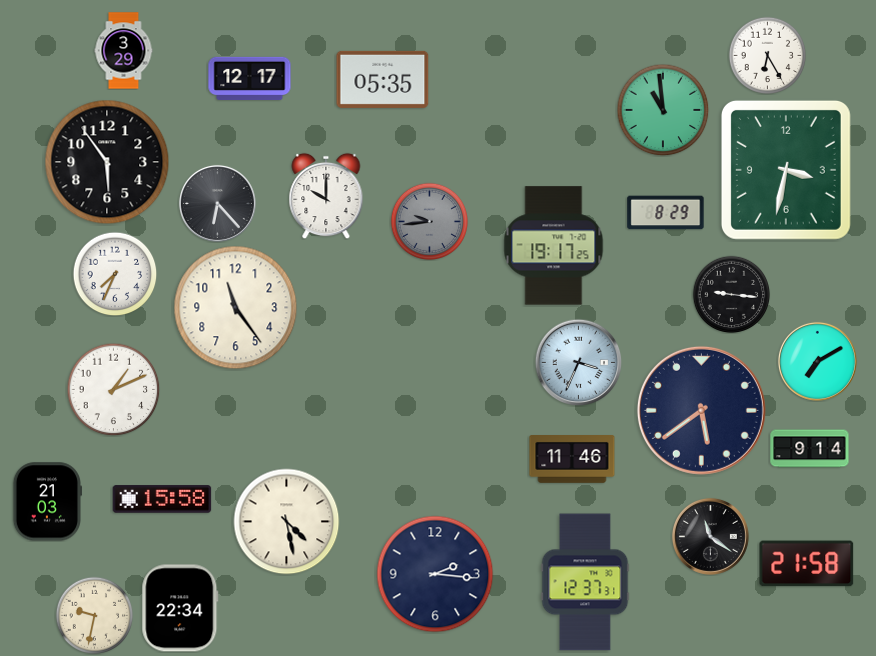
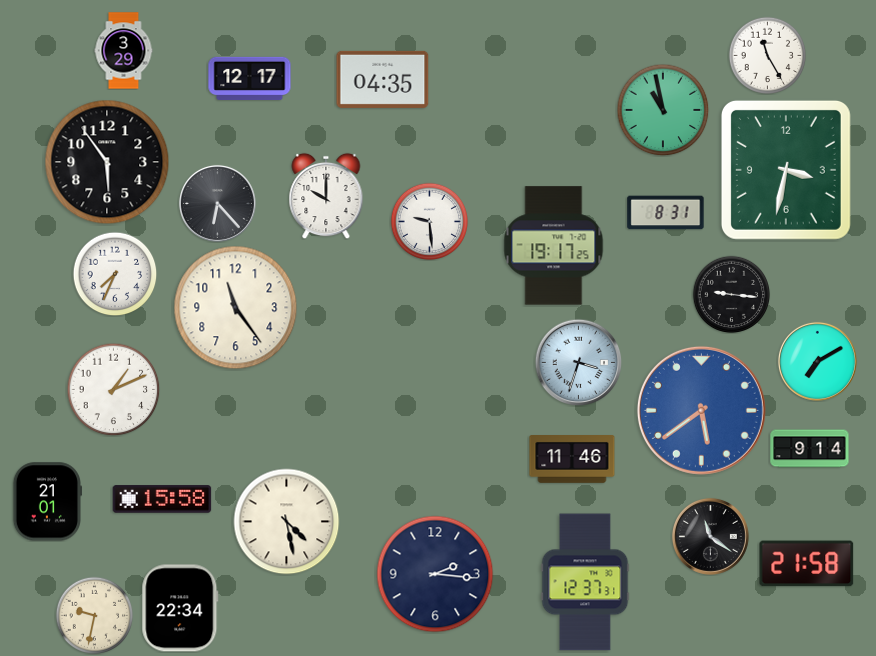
clock at (767, 55): 6:25 -> 11:25
clock at (383, 79): 05:35 -> 04:35
clock at (663, 110): 10:59 -> 10:58
clock at (666, 213): 8:29 -> 8:31
clock at (429, 221): 9:44 -> 9:29
clock at (429, 221) dial: grey -> white
clock at (578, 362): 3:34 -> 3:33
clock at (701, 410) dial: navy -> blue
clock at (46, 502): 21:03 -> 21:01
